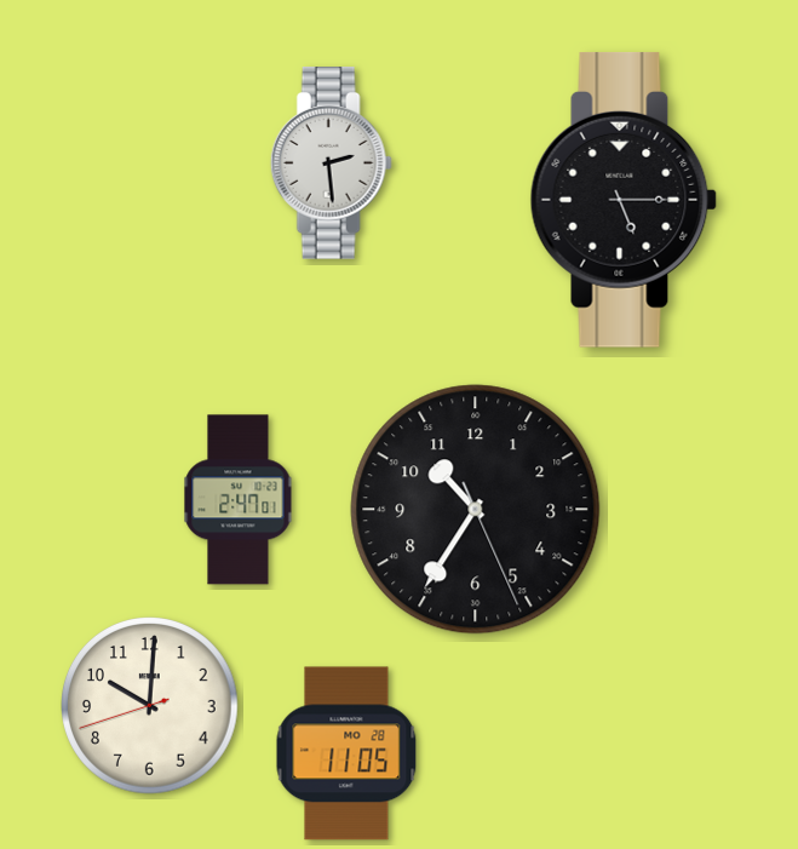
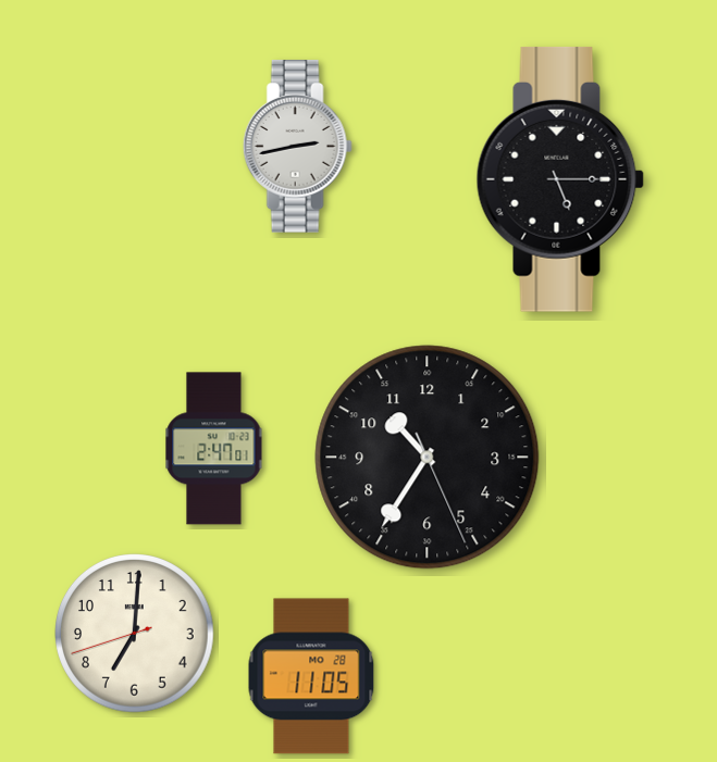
clock at (331, 164): 2:29 -> 2:43
clock at (150, 706): 10:00 -> 7:00
